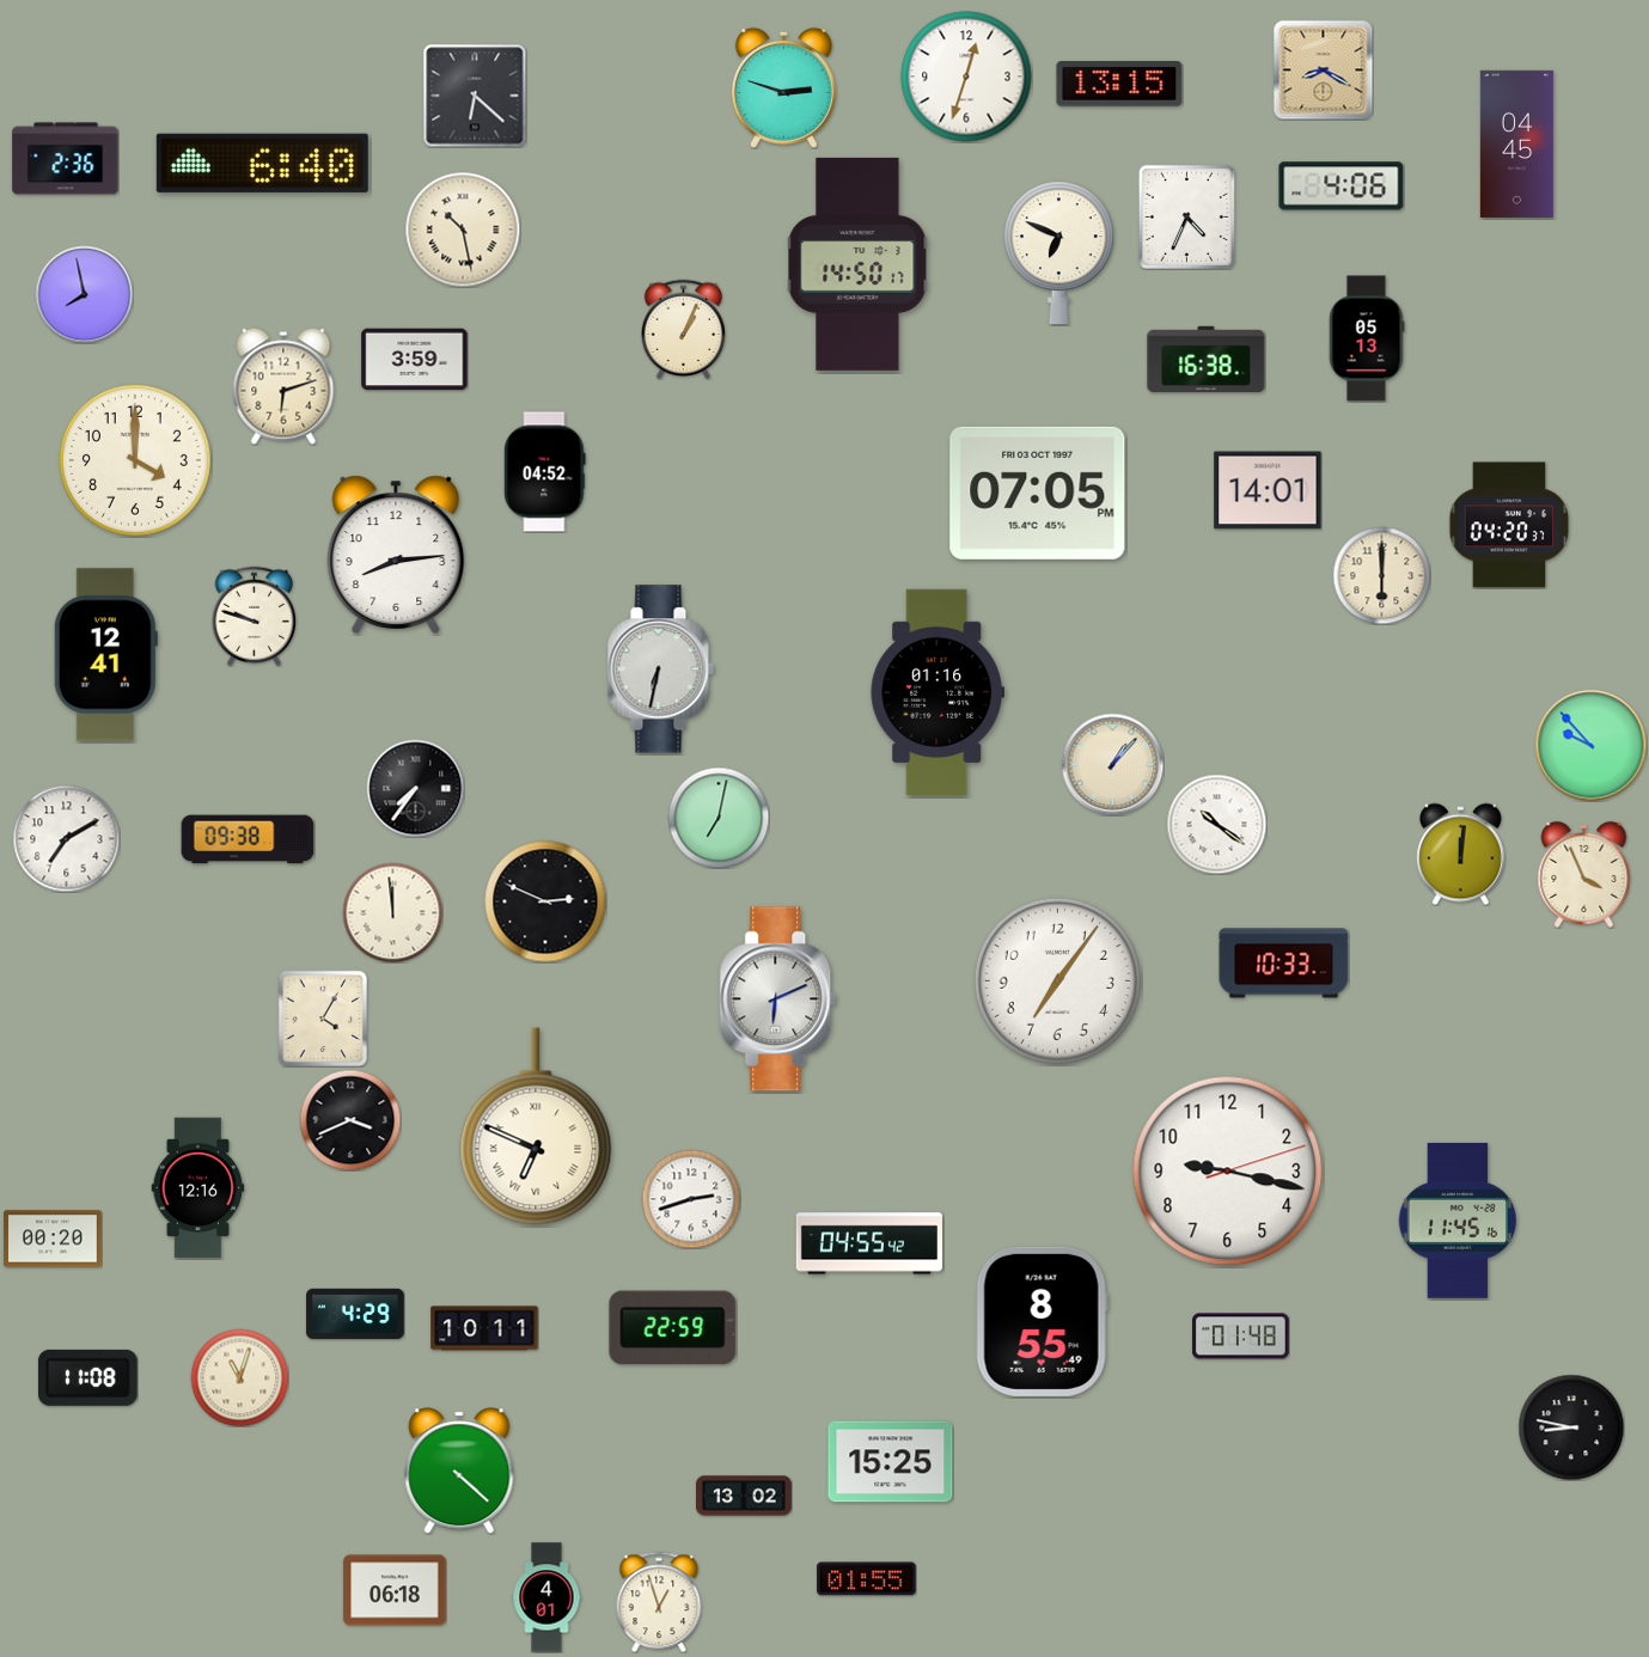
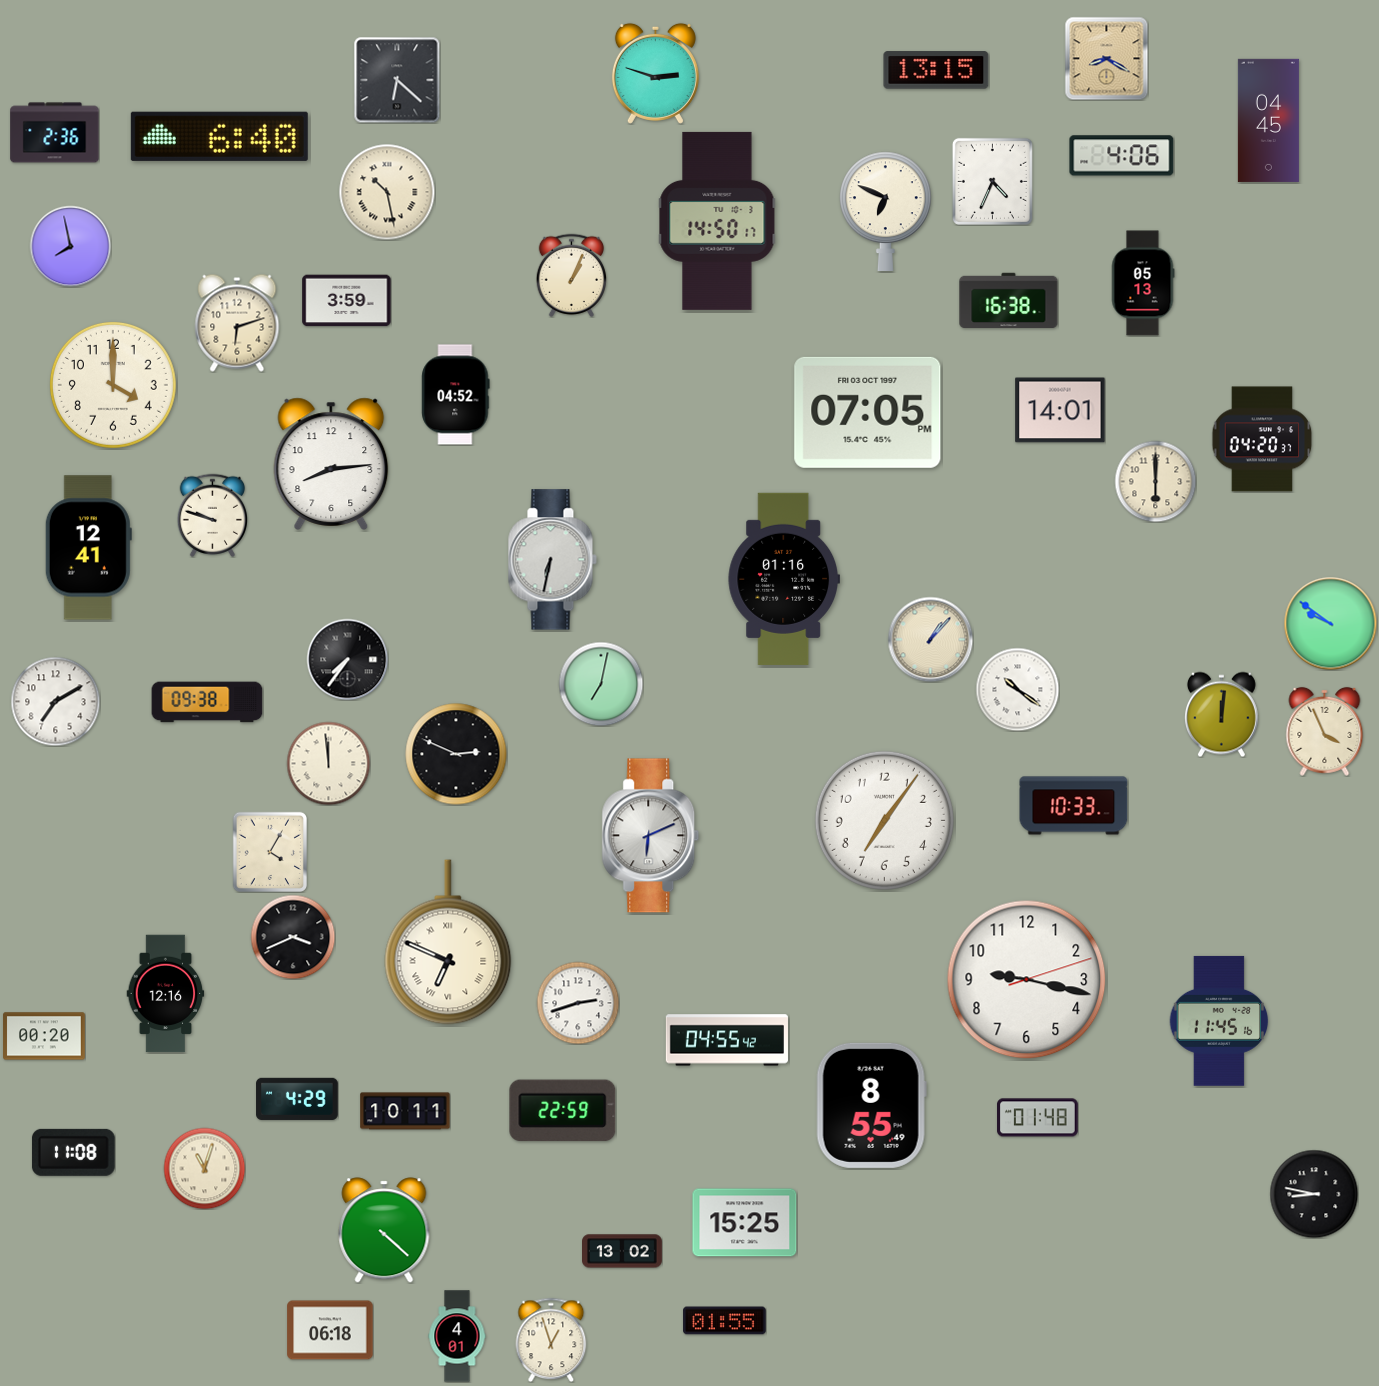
clock at (966, 77): 12:33 -> none
clock at (1590, 745): 9:53 -> 9:51
clock at (239, 1377) position: (239, 1377) -> (204, 1168)
